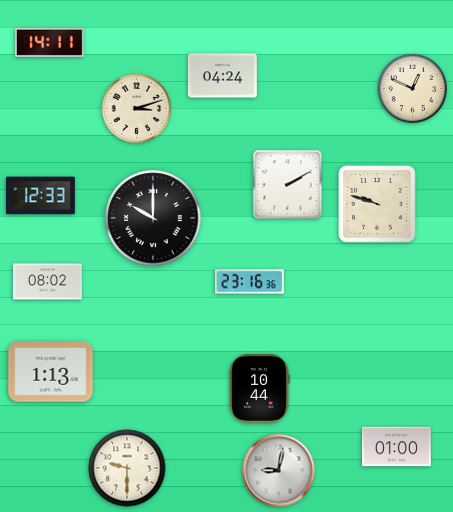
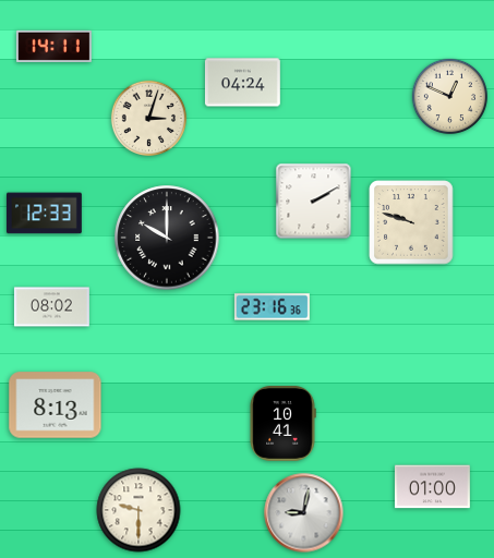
clock at (136, 108): 3:12 -> 3:03
clock at (51, 372): 1:13 -> 8:13
clock at (259, 388): 10:44 -> 10:41
